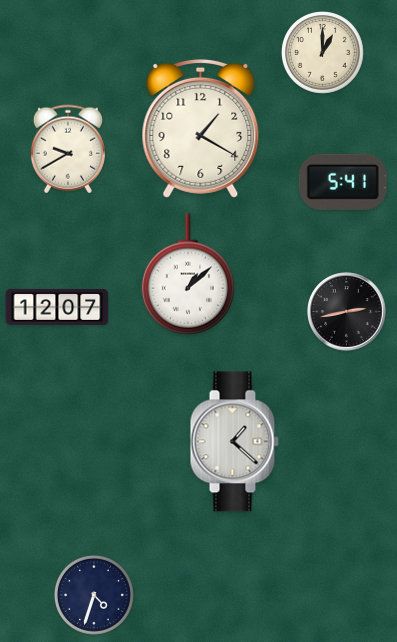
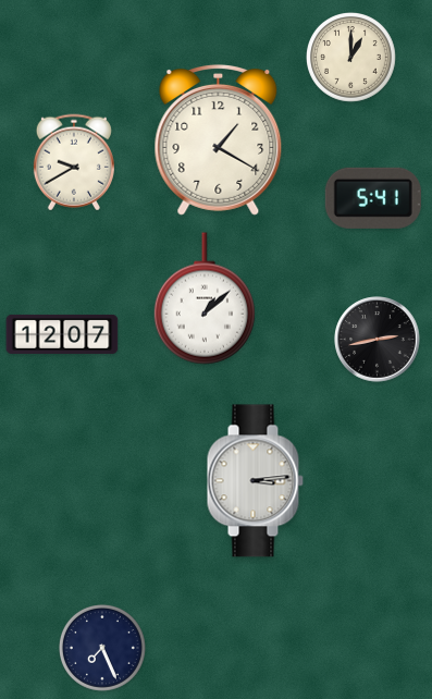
clock at (234, 442): 1:22 -> 3:14
clock at (94, 595): 4:33 -> 7:26
